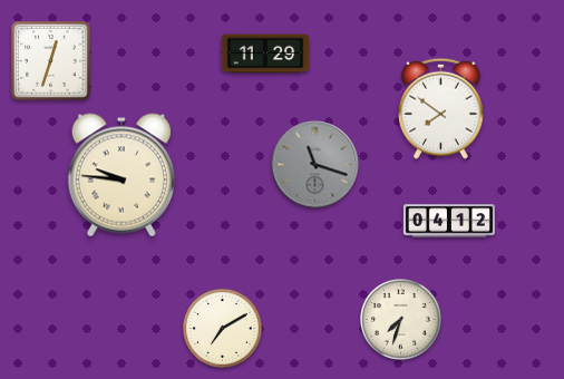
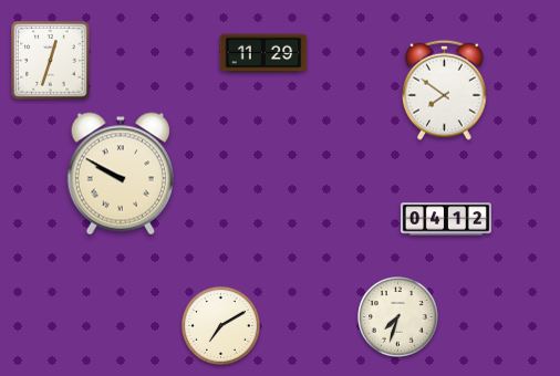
clock at (441, 108) position: (441, 108) -> (445, 90)
clock at (315, 165): 11:18 -> none
clock at (121, 175): 9:46 -> 9:50
